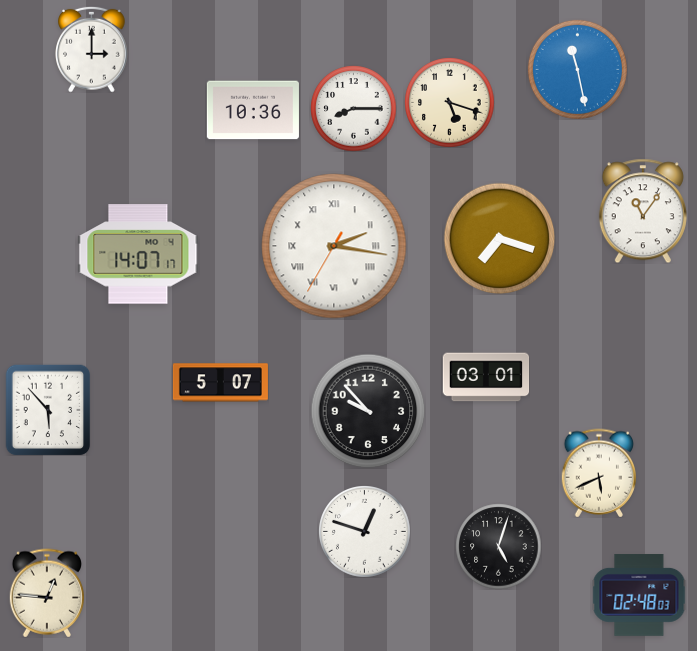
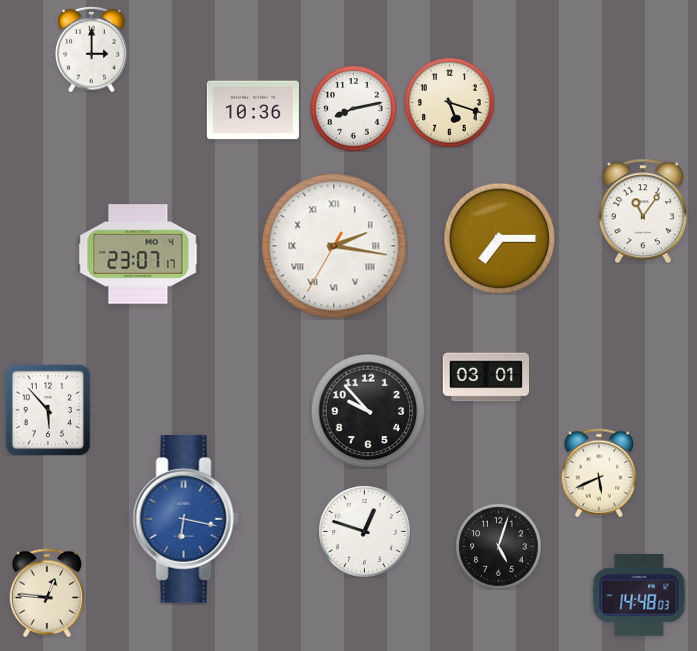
clock at (577, 69): 11:28 -> none
clock at (353, 108): 8:15 -> 8:13
clock at (499, 238): 7:18 -> 7:15
clock at (138, 254): 14:07 -> 23:07
clock at (220, 383): 5:07 -> none
clock at (186, 520): none -> 6:17
clock at (639, 596): 02:48 -> 14:48
